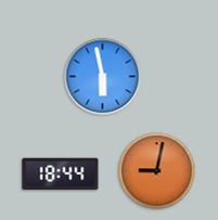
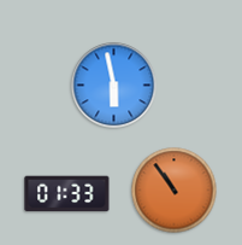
clock at (157, 171): 9:02 -> 10:54
clock at (61, 174): 18:44 -> 01:33
